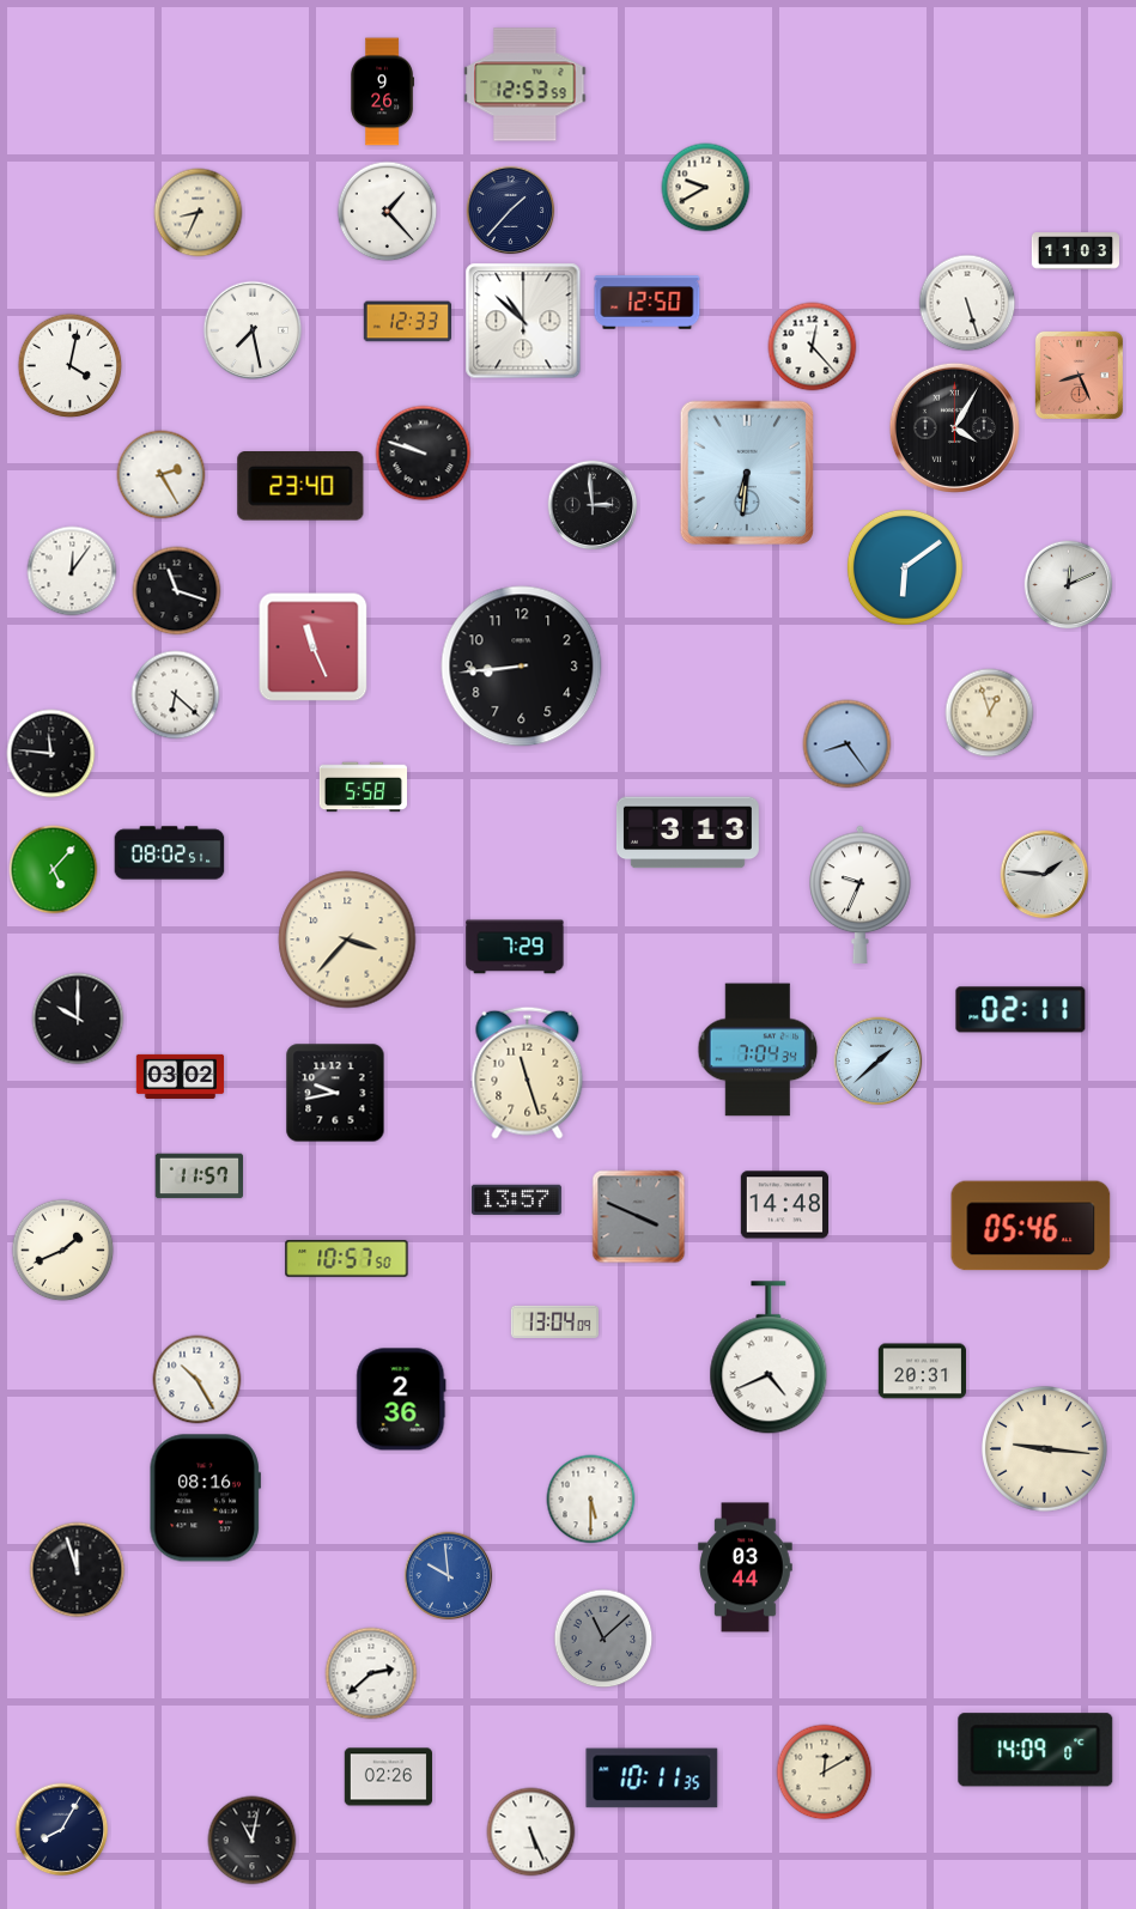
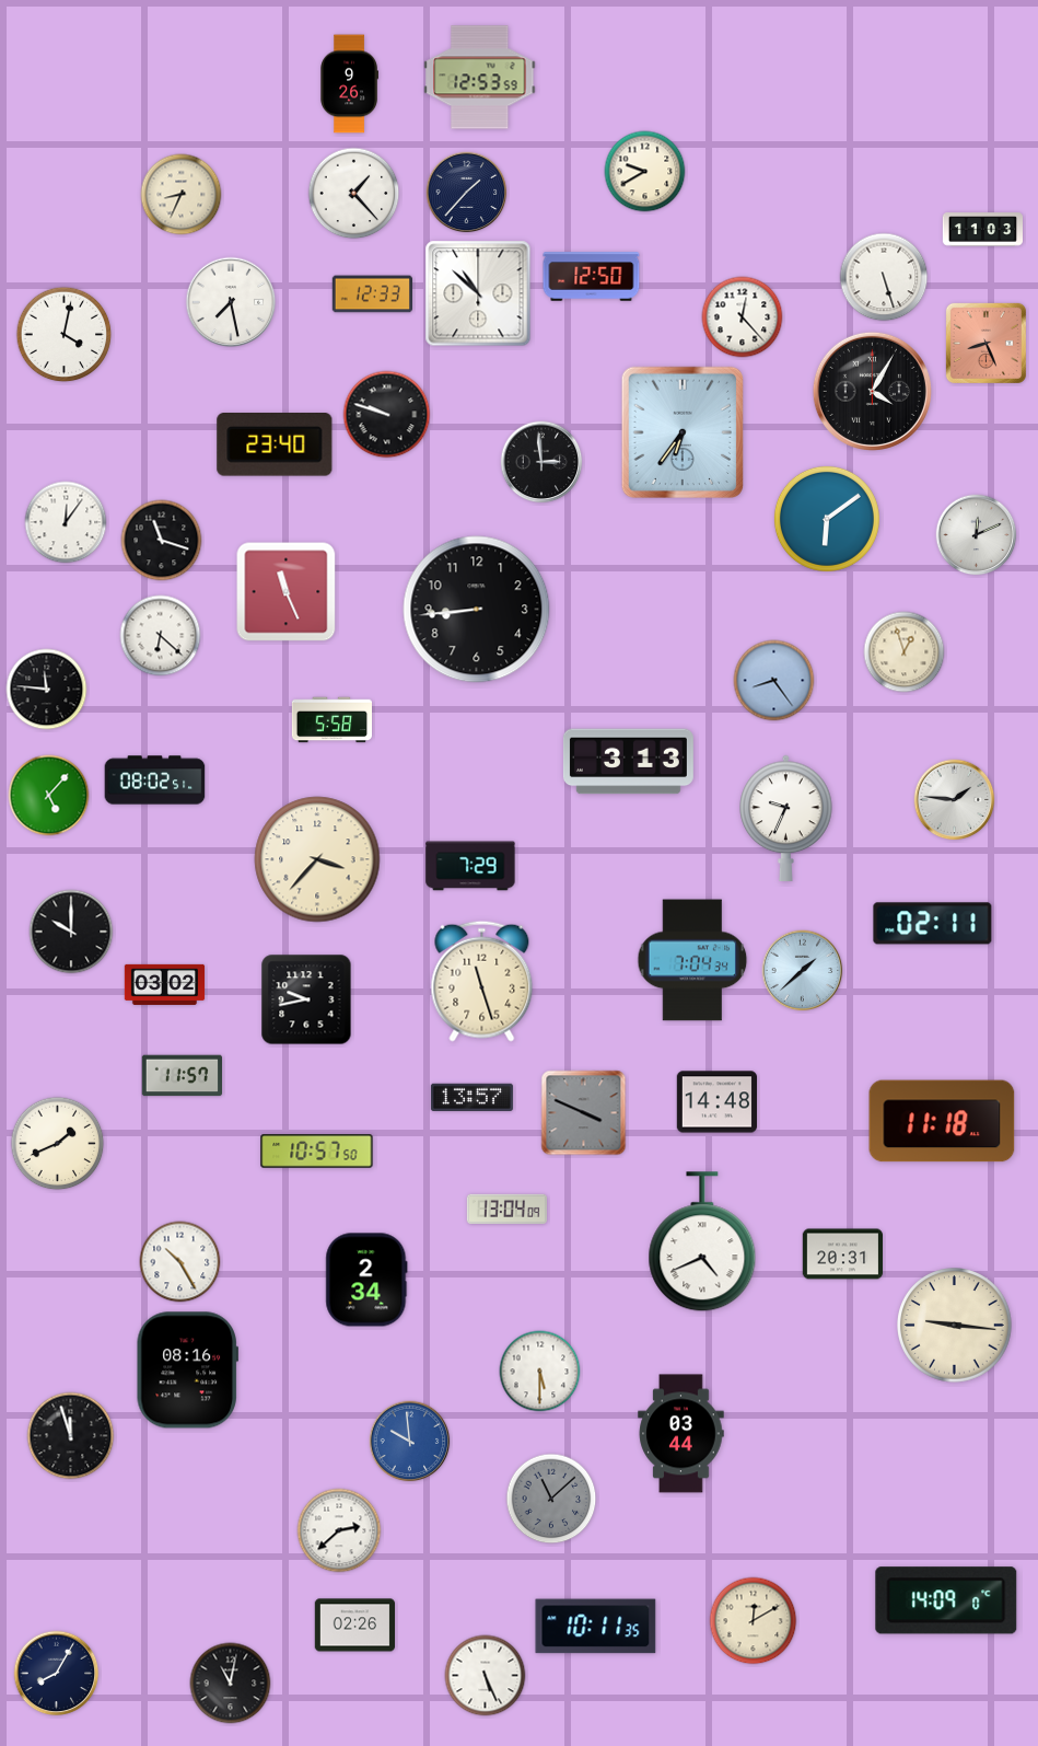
clock at (746, 472): 6:31 -> 6:36
clock at (162, 475): 2:25 -> none
clock at (1031, 1226): 05:46 -> 11:18
clock at (401, 1399): 2:36 -> 2:34
